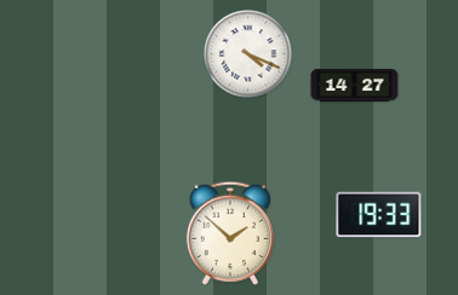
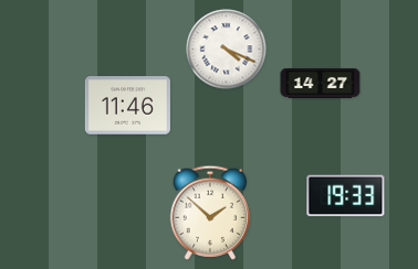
clock at (355, 85) position: (355, 85) -> (321, 83)
clock at (127, 106): none -> 11:46
